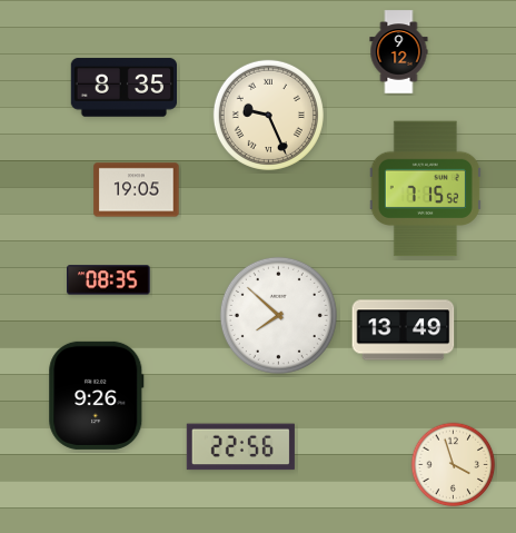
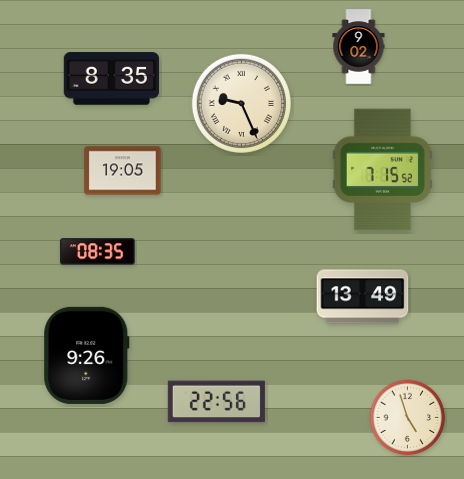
clock at (399, 52): 9:12 -> 9:02
clock at (278, 315): 7:52 -> none
clock at (454, 465): 3:57 -> 4:57
